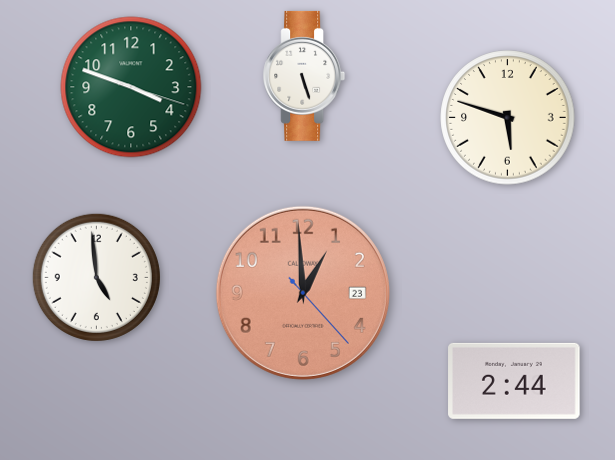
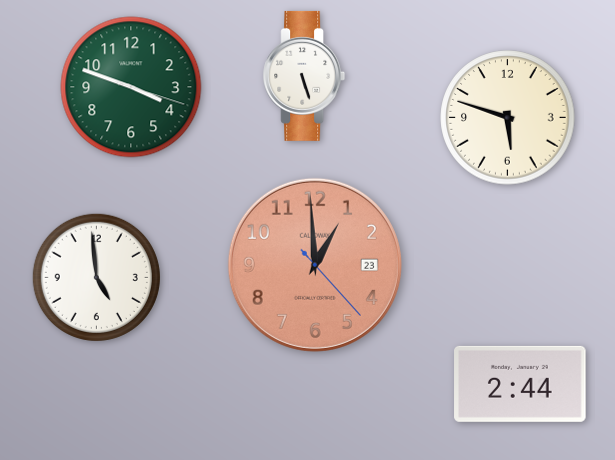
clock at (303, 293) position: (303, 293) -> (315, 265)
clock at (514, 381) position: (514, 381) -> (520, 384)
